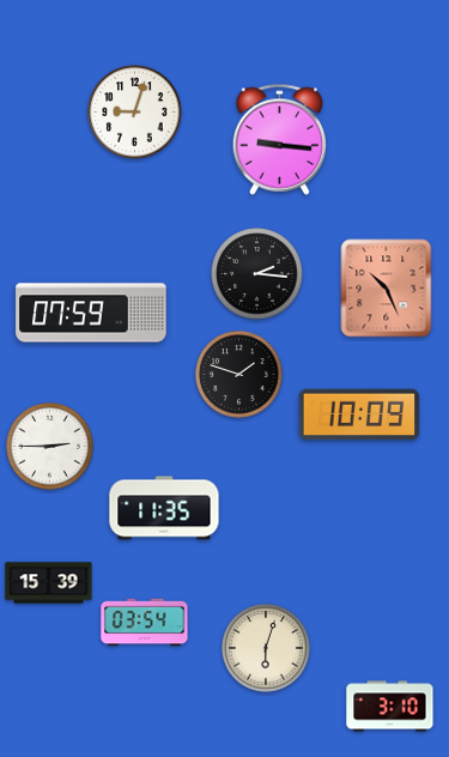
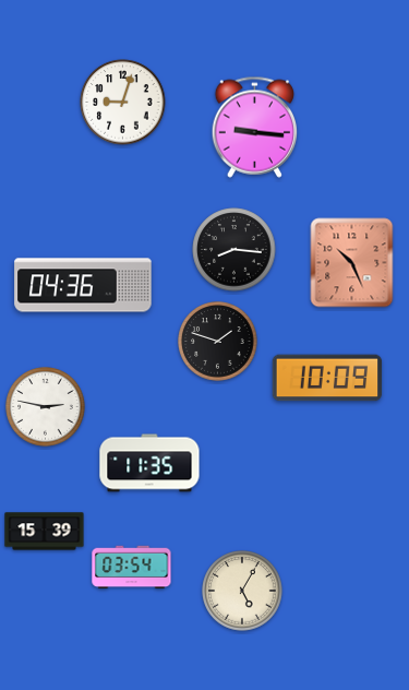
clock at (257, 274): 2:16 -> 8:16
clock at (91, 313): 07:59 -> 04:36
clock at (50, 447): 2:45 -> 2:47
clock at (266, 648): 6:03 -> 5:05
clock at (390, 707): 3:10 -> none
